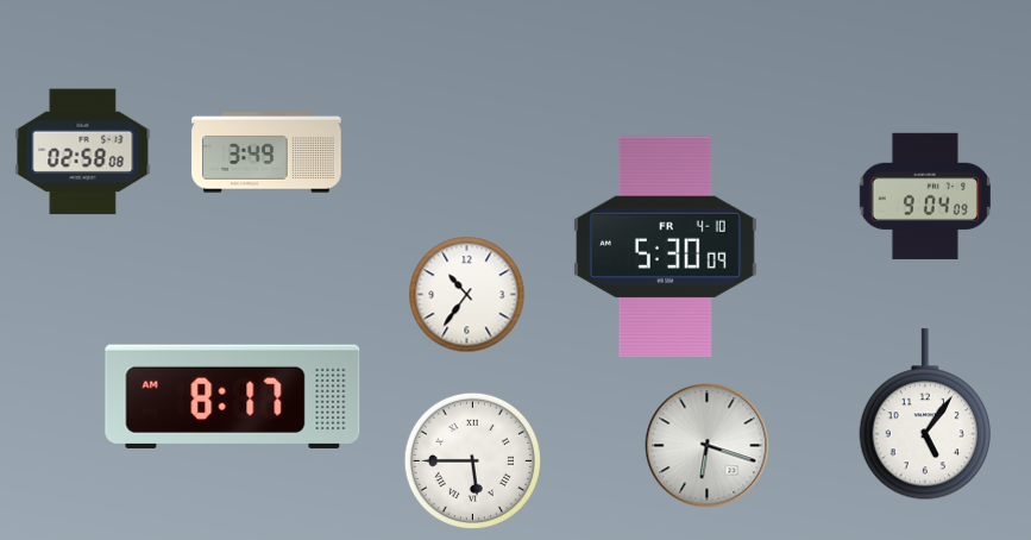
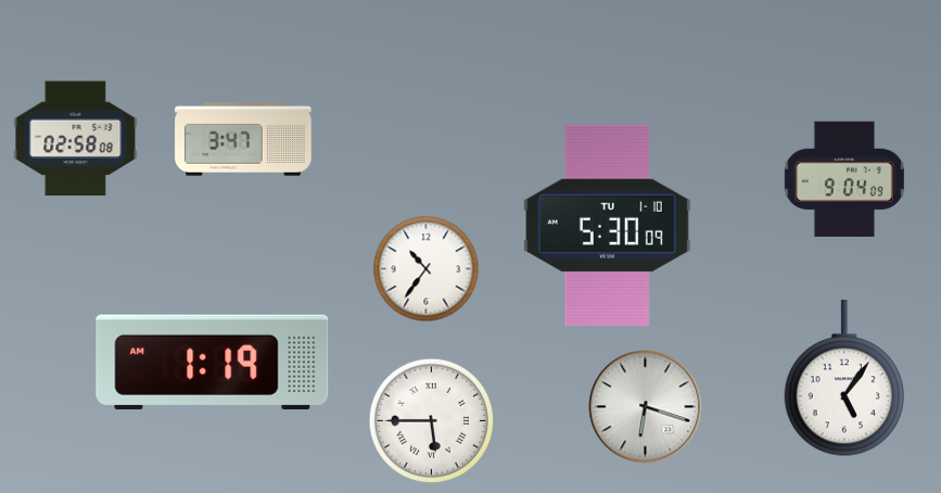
clock at (266, 152): 3:49 -> 3:47
clock at (665, 247) date: FR 4-10 -> TU 1-10
clock at (233, 396): 8:17 -> 1:19
